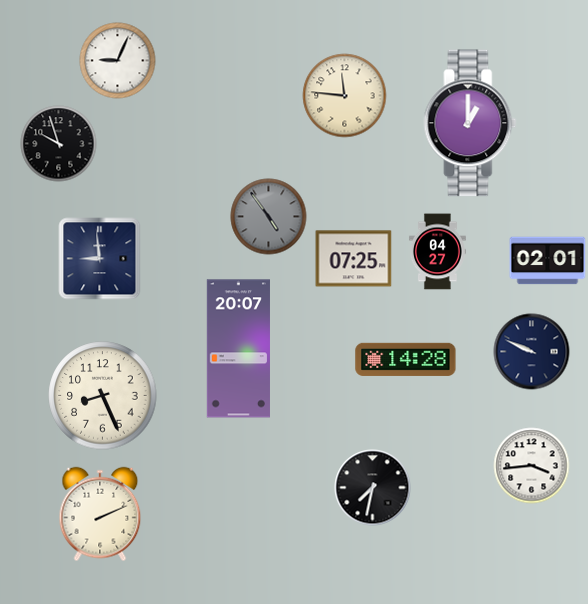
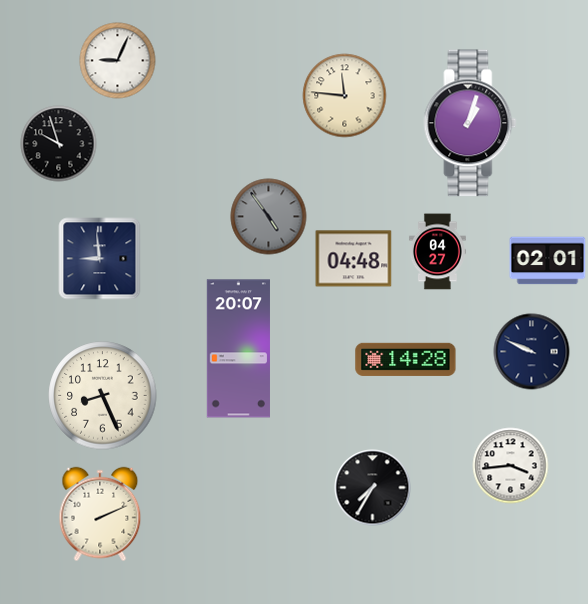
clock at (470, 123): 1:00 -> 1:03
clock at (354, 259): 07:25 -> 04:48
clock at (532, 466) position: (532, 466) -> (511, 466)
clock at (373, 488): 7:32 -> 7:35
